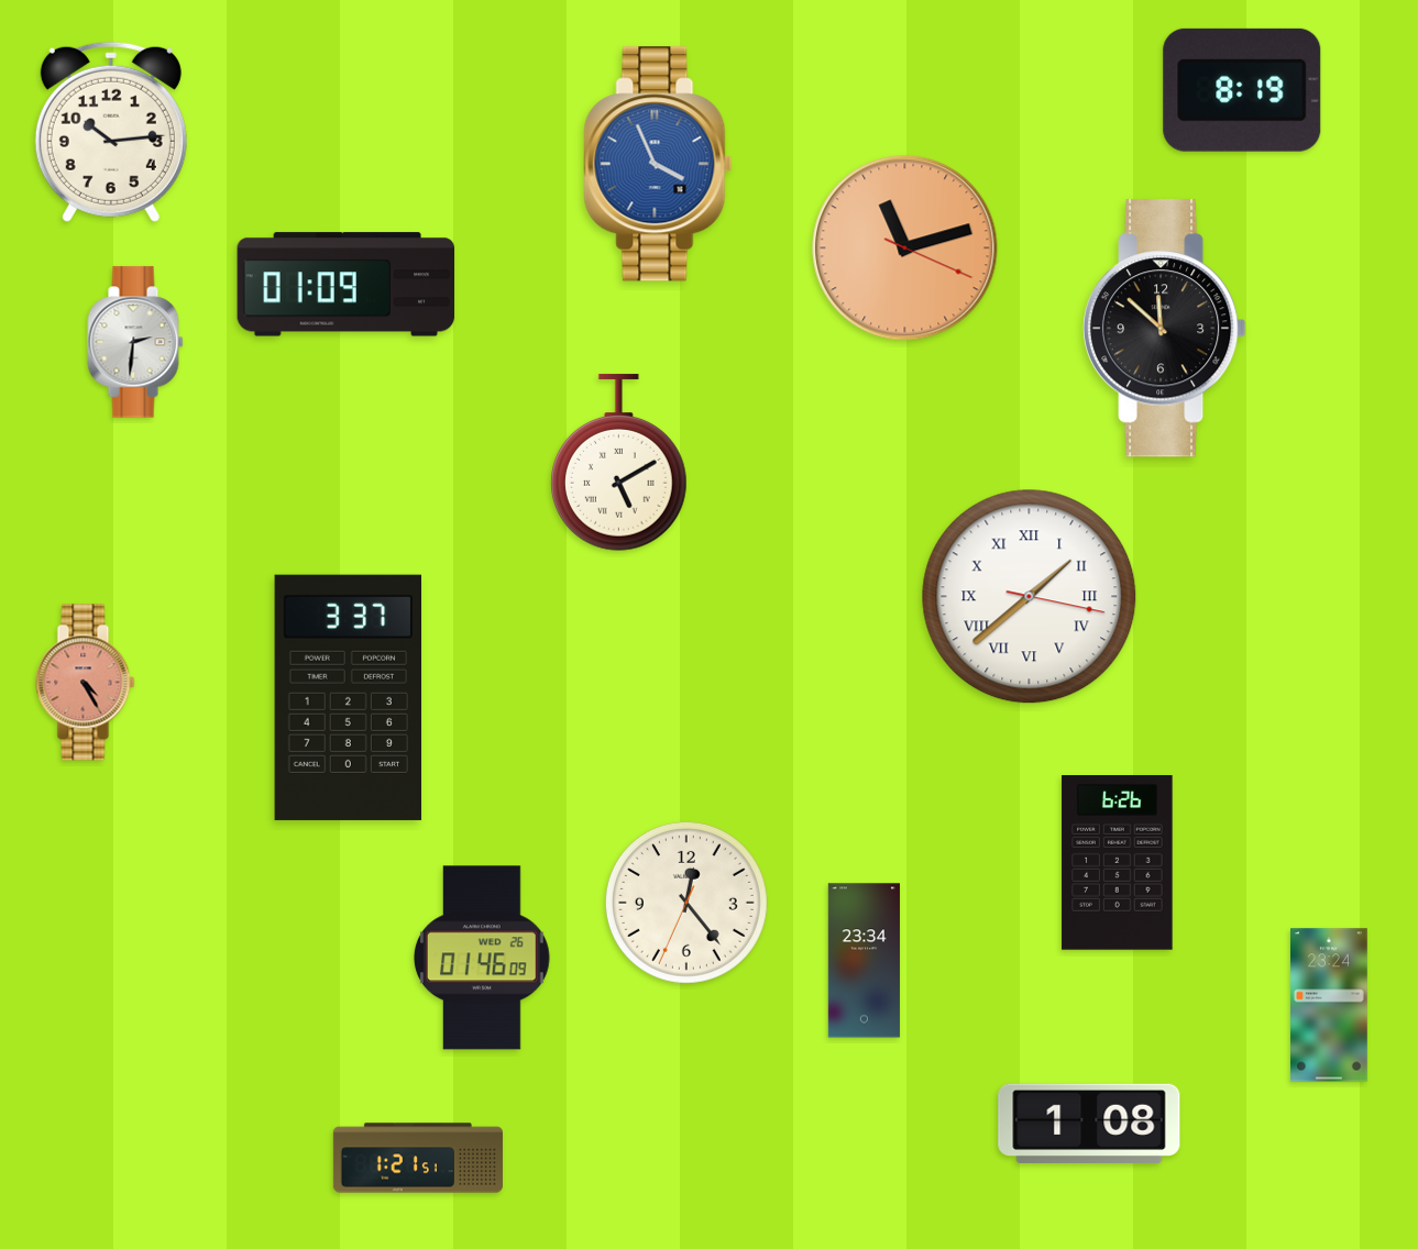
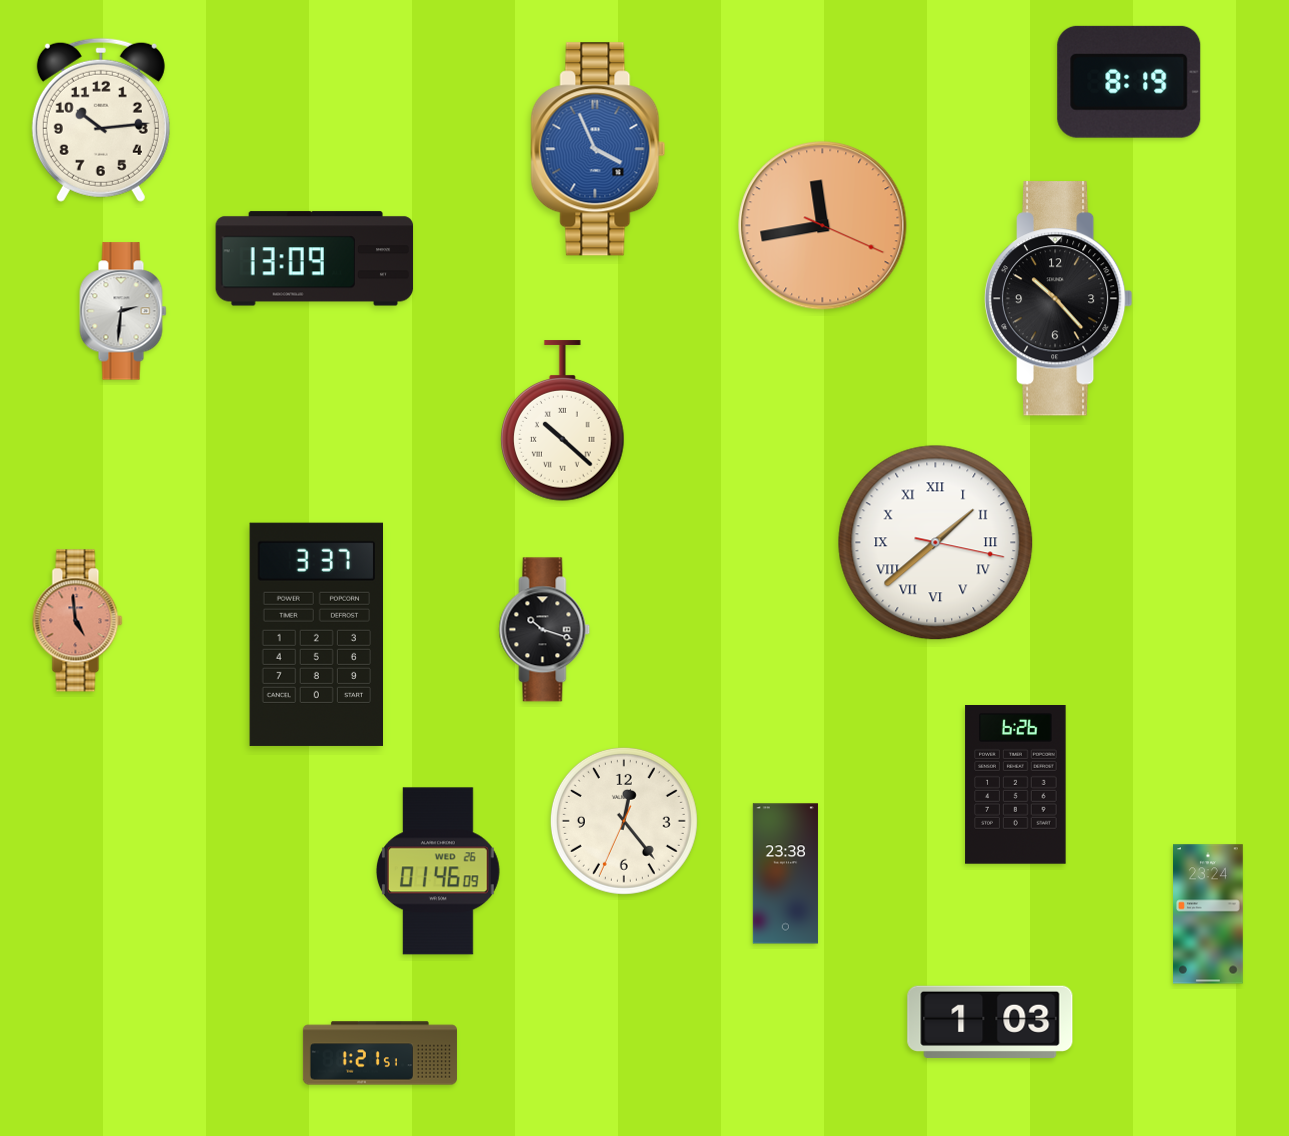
clock at (905, 248): 11:12 -> 11:43
clock at (347, 285): 01:09 -> 13:09
clock at (1164, 329): 11:52 -> 10:23
clock at (619, 463): 5:10 -> 10:22
clock at (86, 683): 4:25 -> 4:59
clock at (545, 630): none -> 10:18
clock at (864, 961): 23:34 -> 23:38
clock at (1089, 1124): 1:08 -> 1:03
